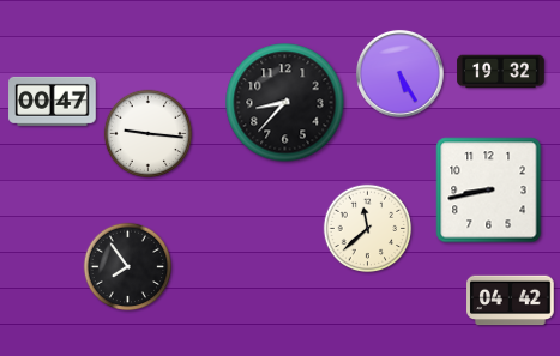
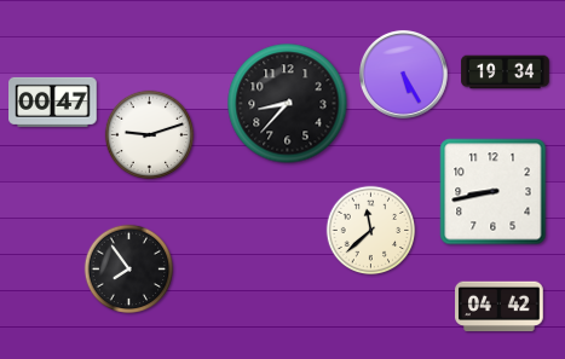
clock at (501, 72): 19:32 -> 19:34
clock at (149, 134): 9:16 -> 9:12
clock at (511, 301) position: (511, 301) -> (500, 307)
